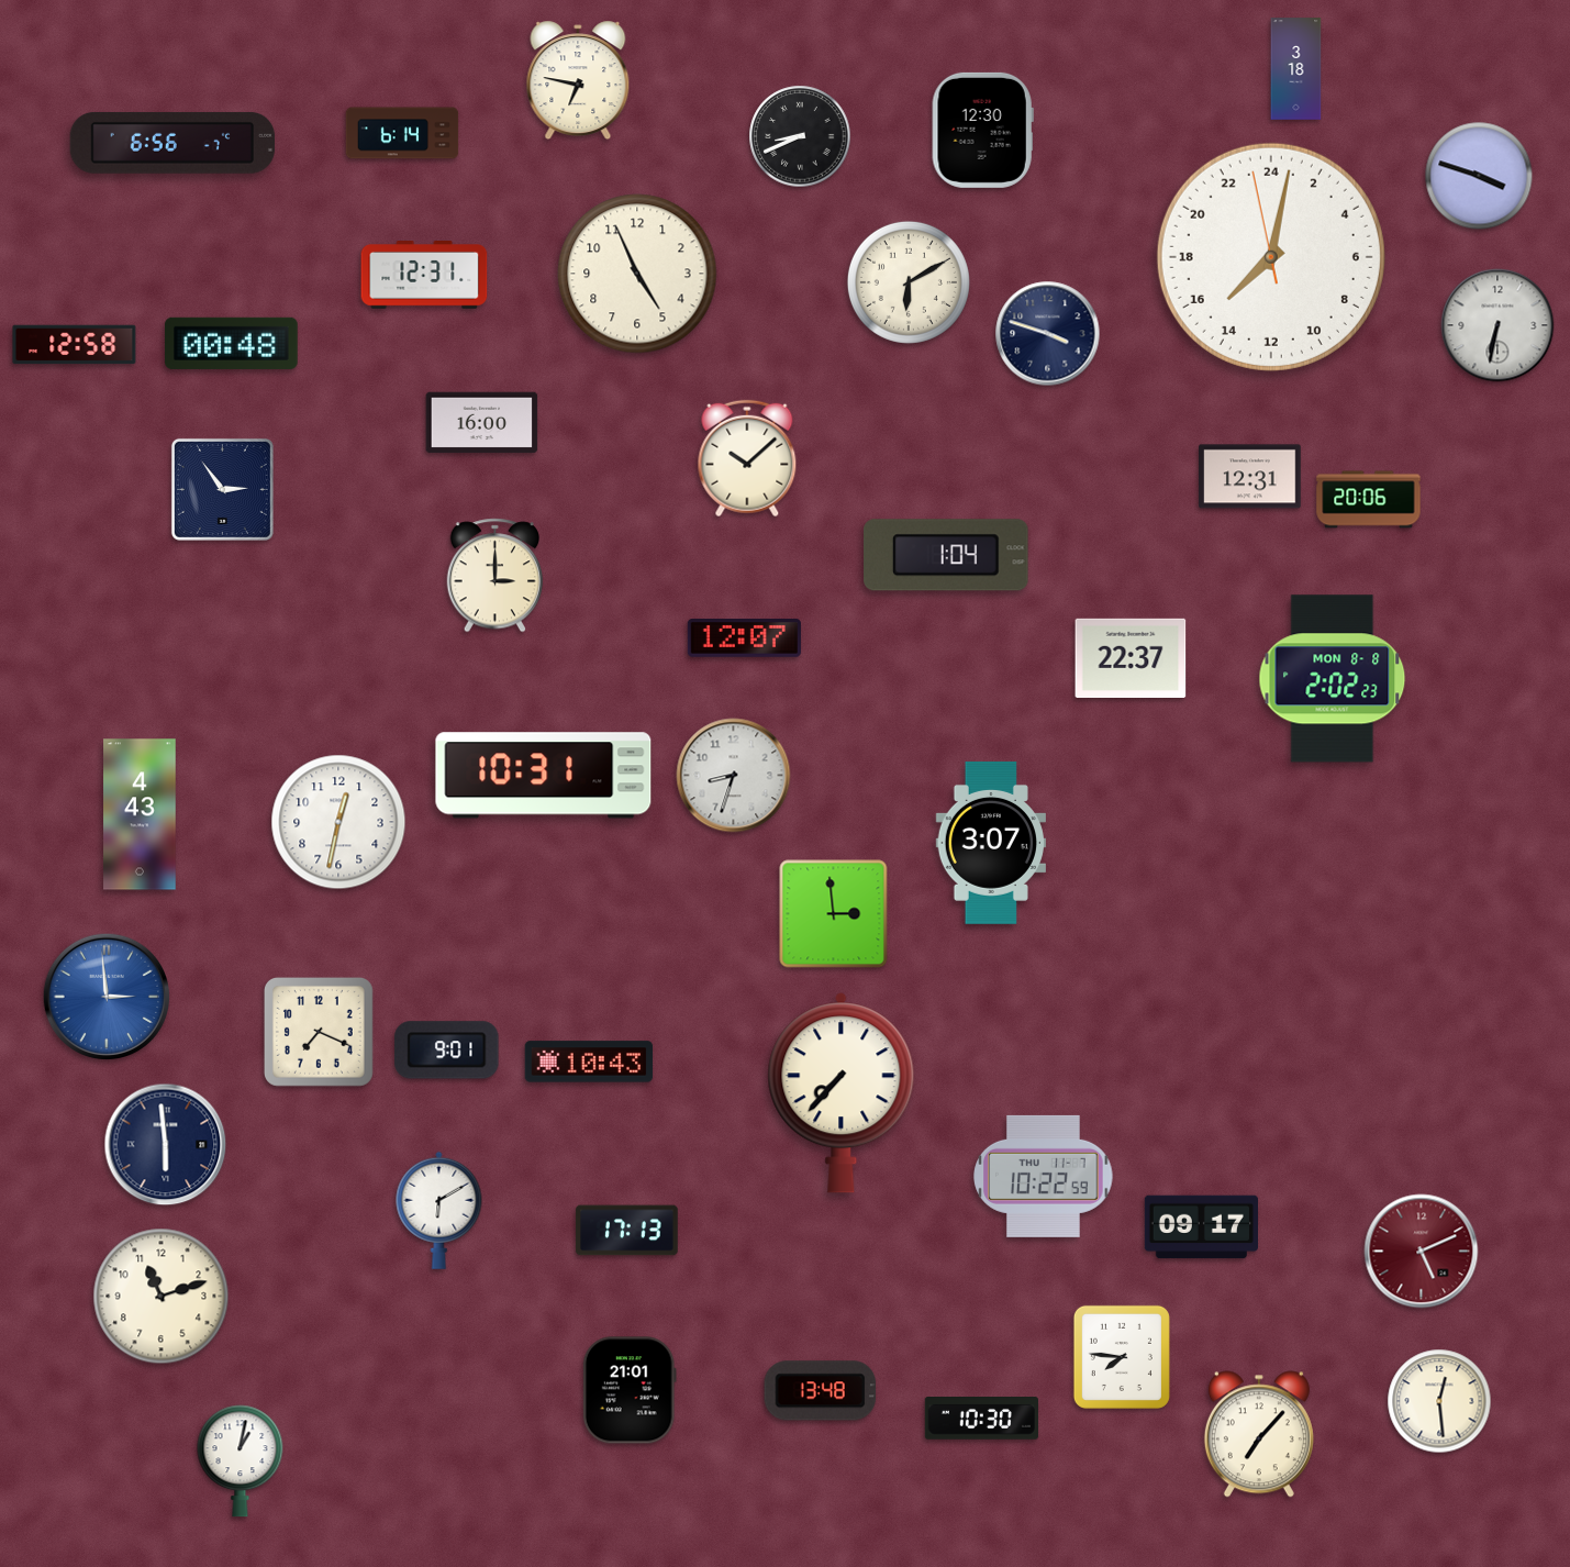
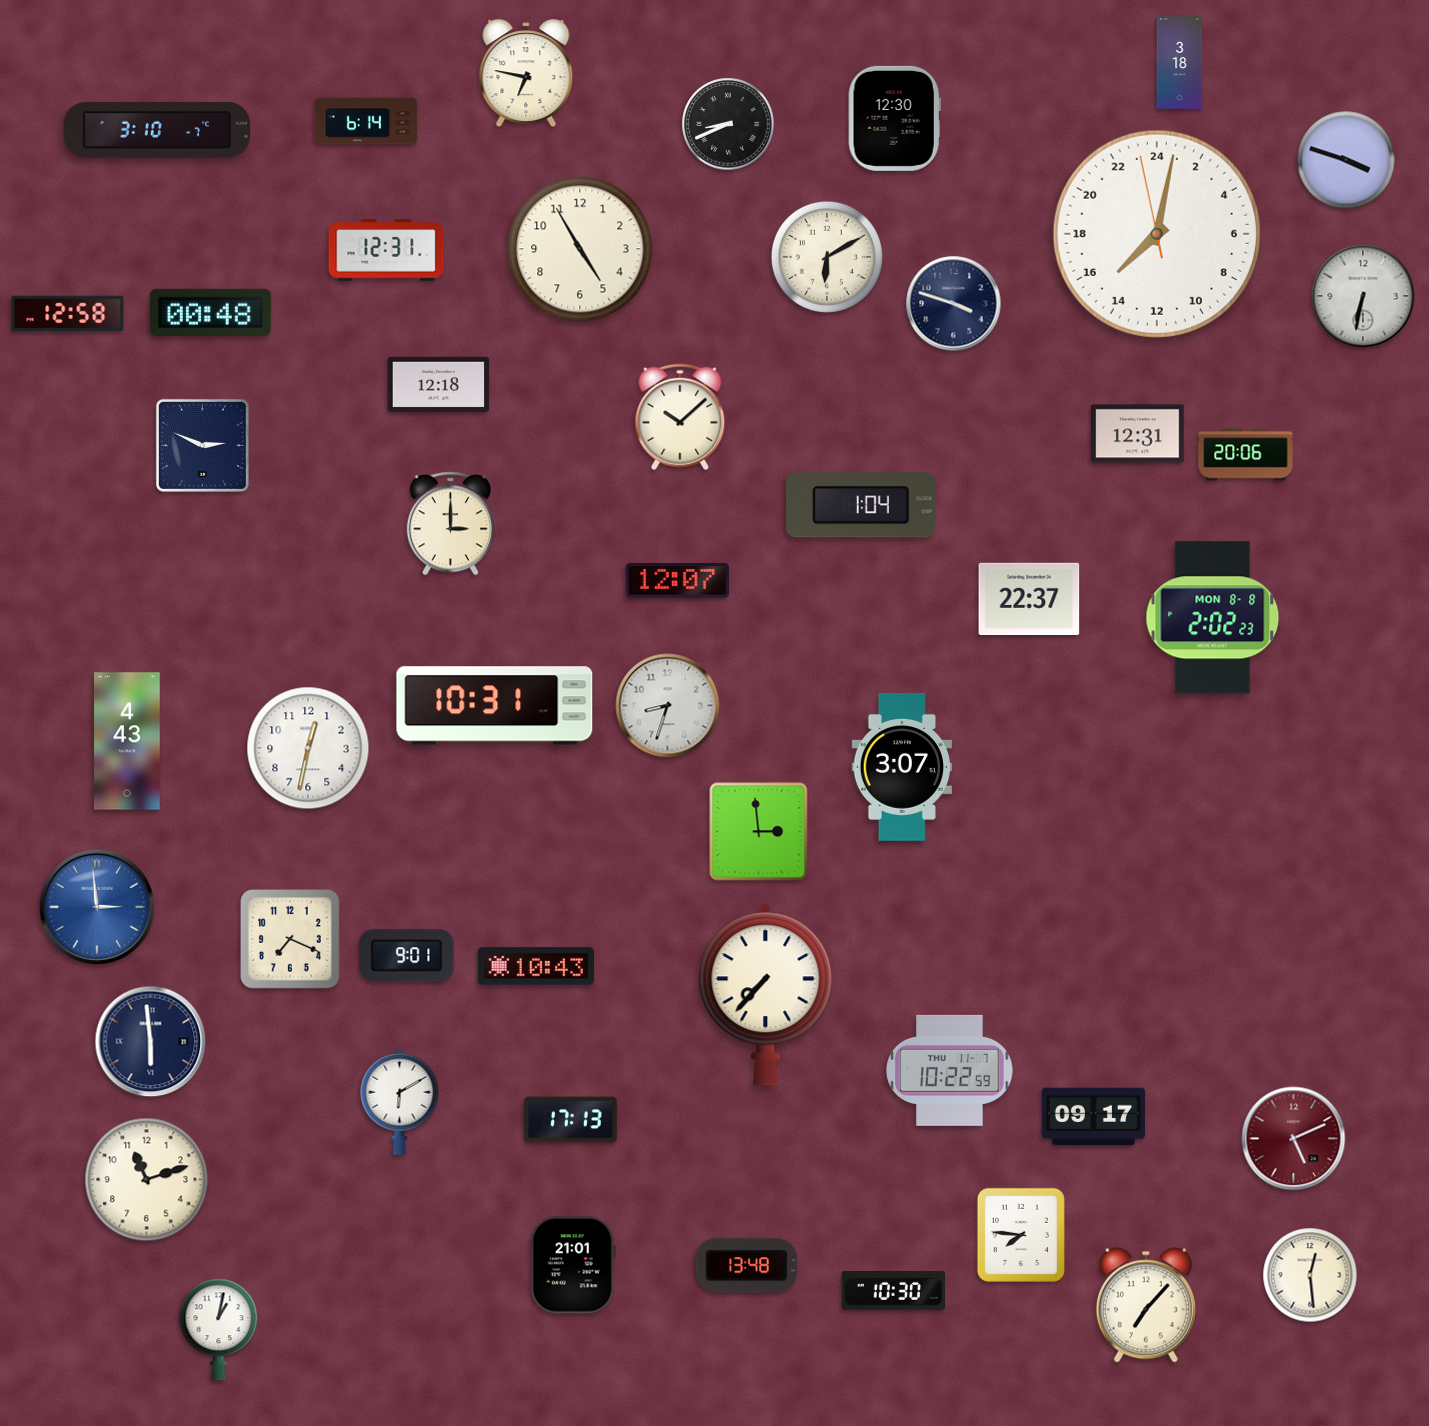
clock at (172, 143): 6:56 -> 3:10
clock at (637, 274): 4:56 -> 4:55
clock at (482, 423): 16:00 -> 12:18
clock at (222, 489): 2:54 -> 2:49
